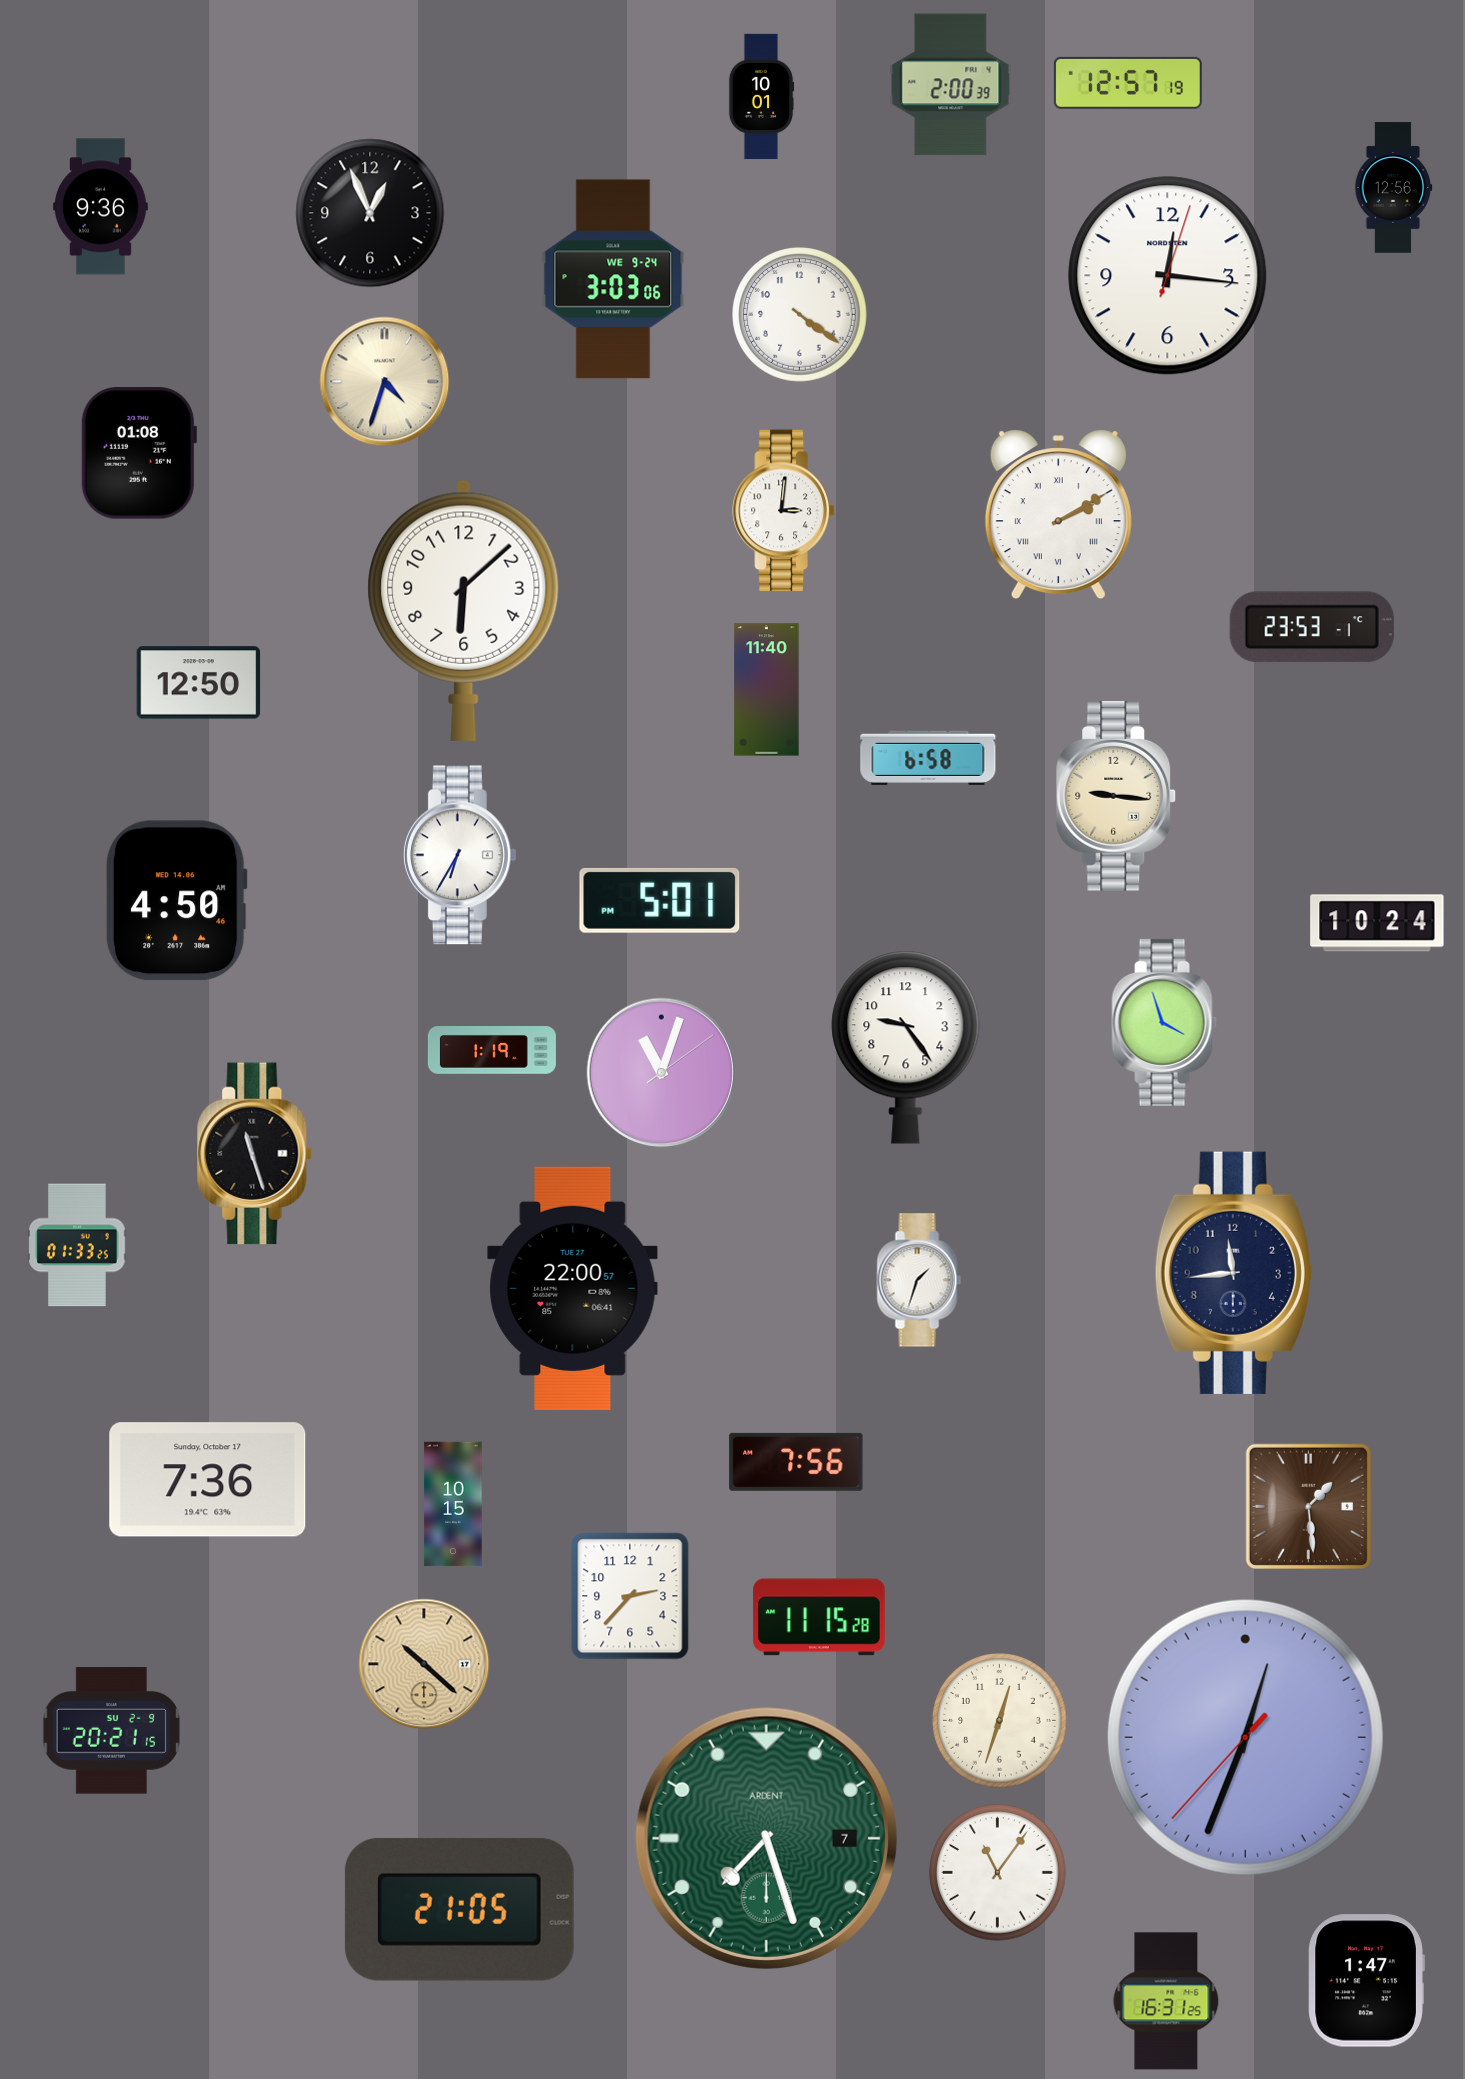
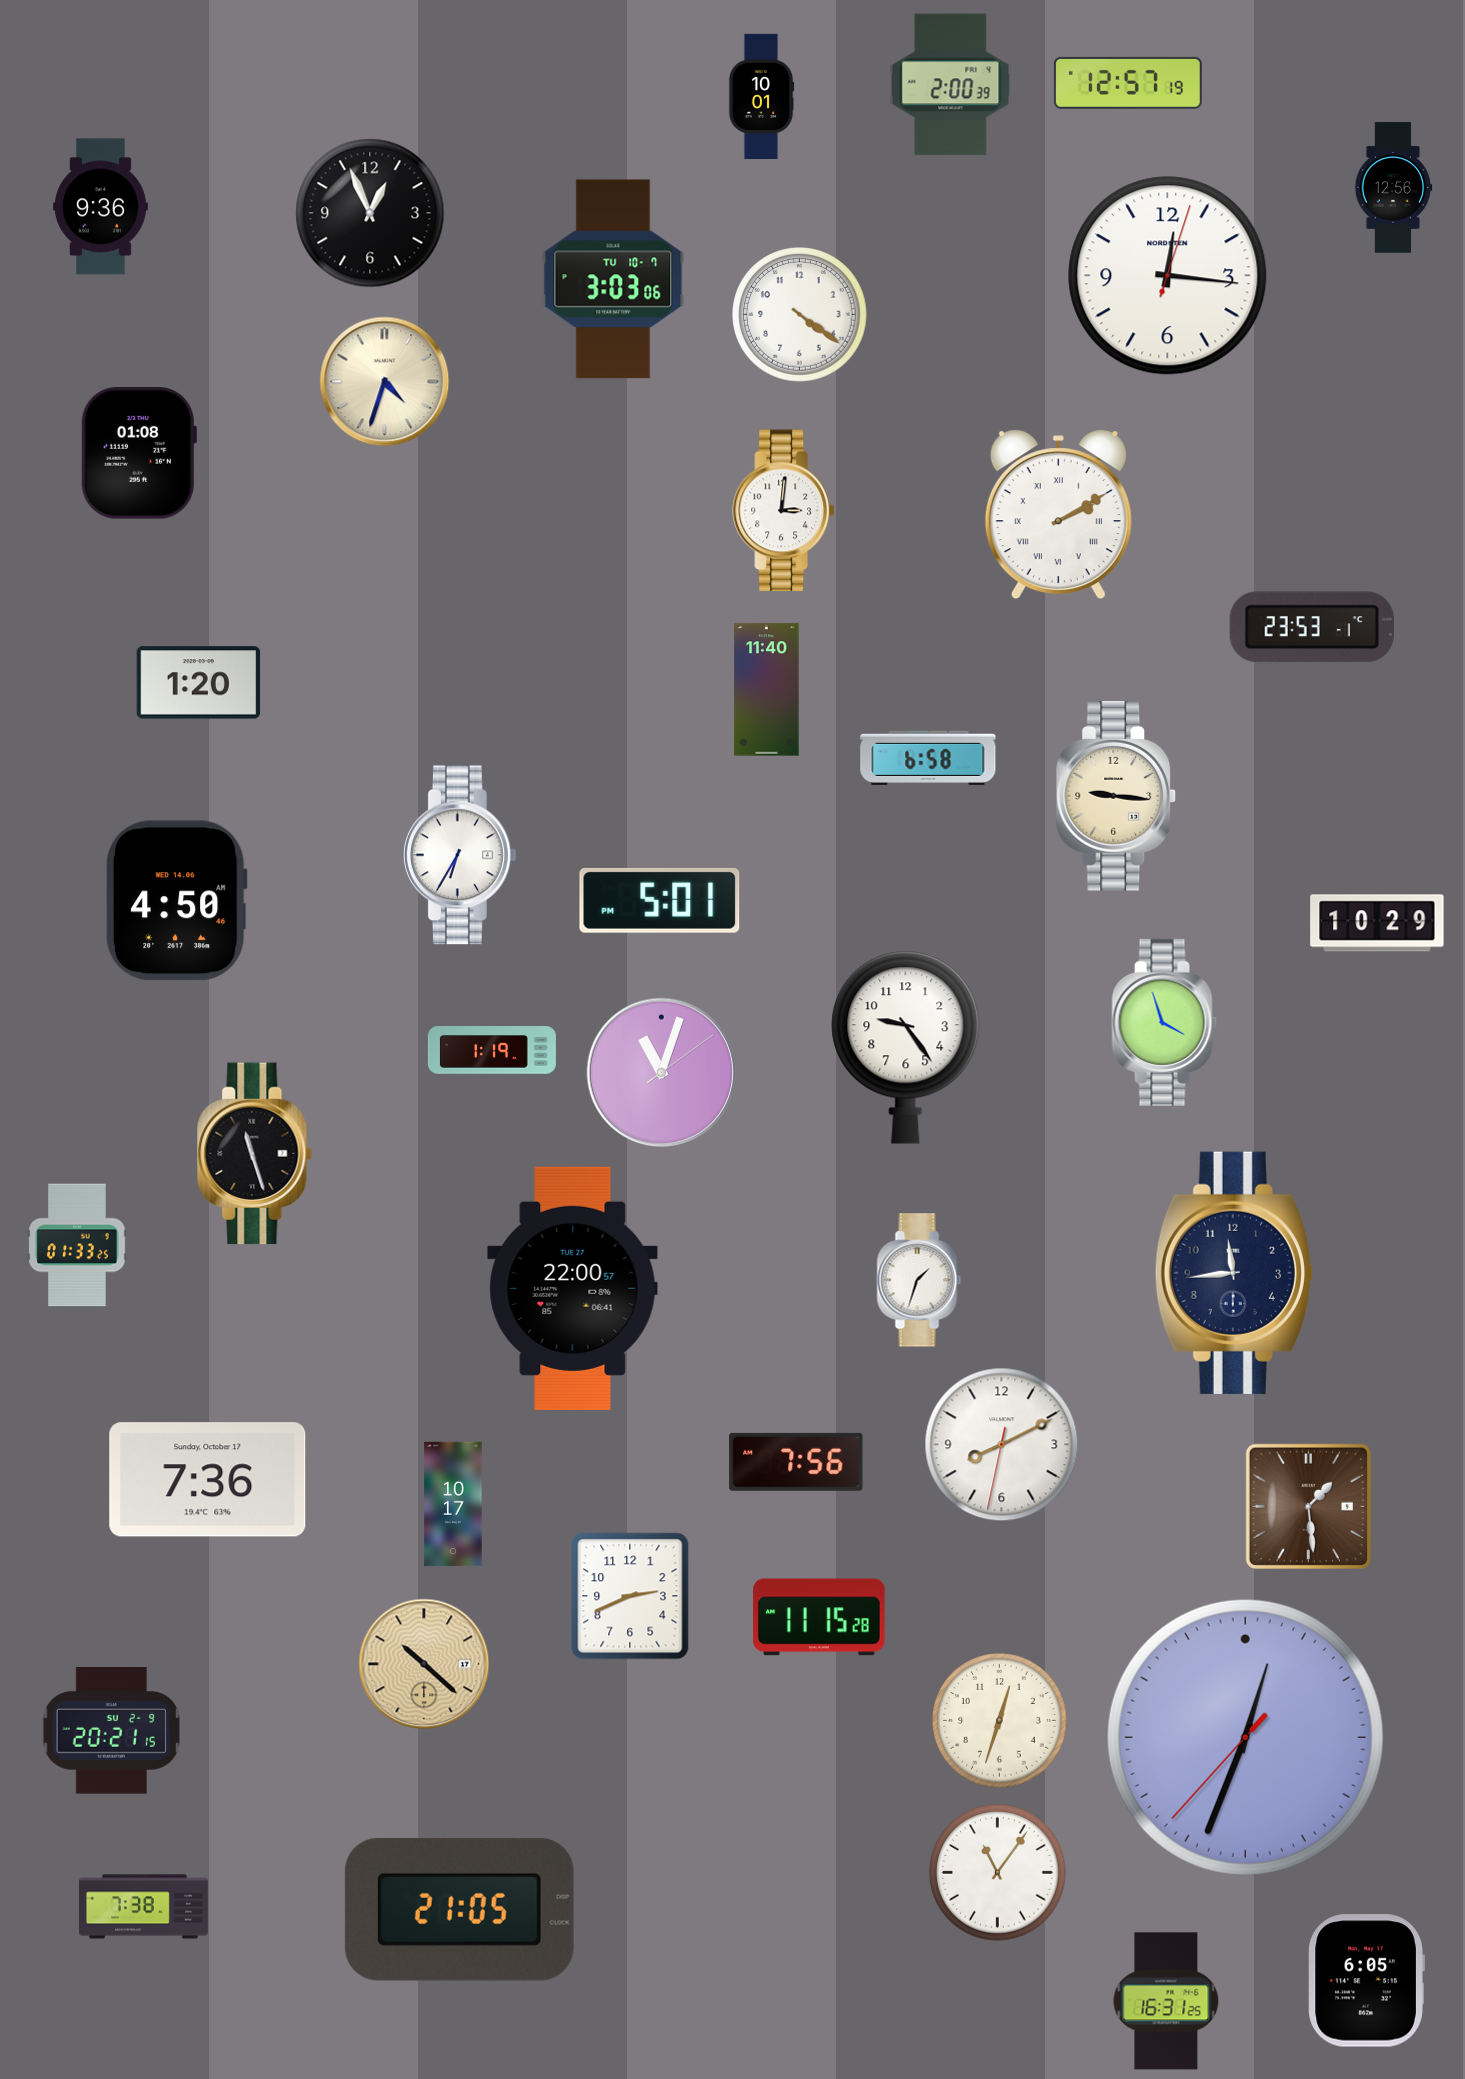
clock at (613, 279) date: WE 9-24 -> TU 10-7
clock at (464, 610): 6:08 -> none
clock at (199, 683): 12:50 -> 1:20
clock at (1377, 923): 10:24 -> 10:29
clock at (1002, 1445): none -> 8:10
clock at (453, 1504): 10:15 -> 10:17
clock at (630, 1596): 2:37 -> 2:41
clock at (766, 1838): 7:27 -> none
clock at (144, 1907): none -> 7:38
clock at (1366, 1981): 1:47 -> 6:05
